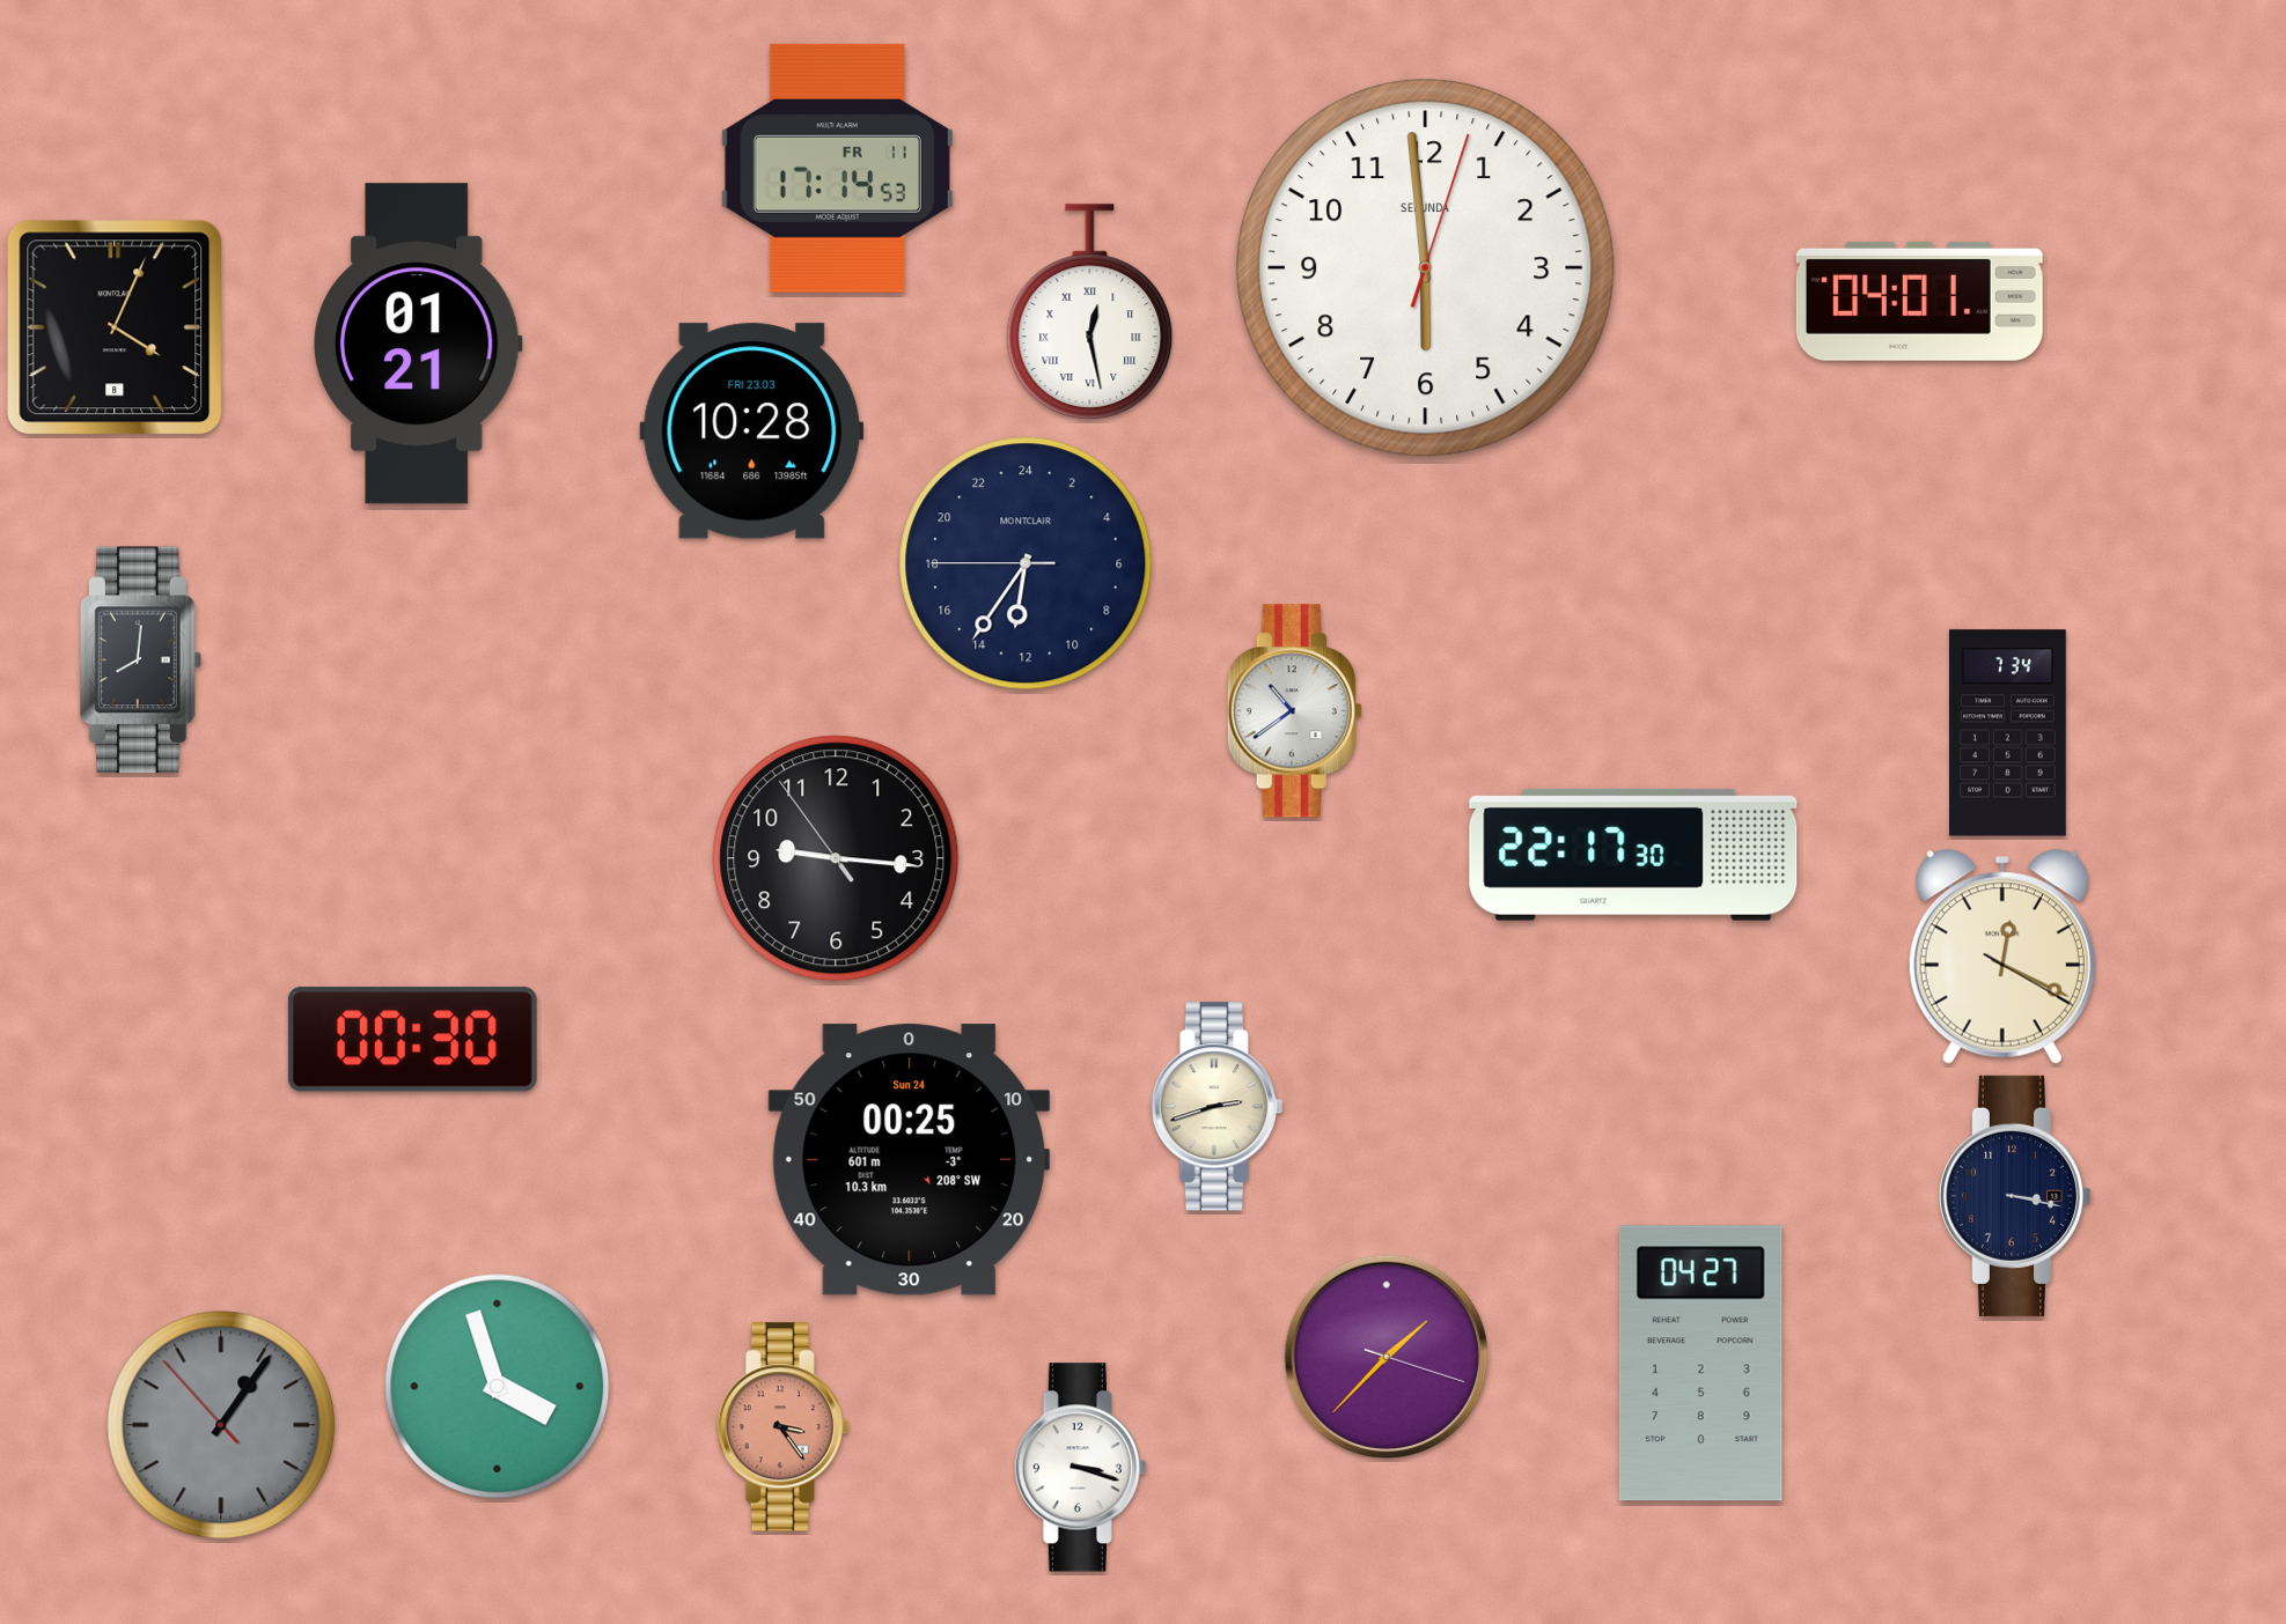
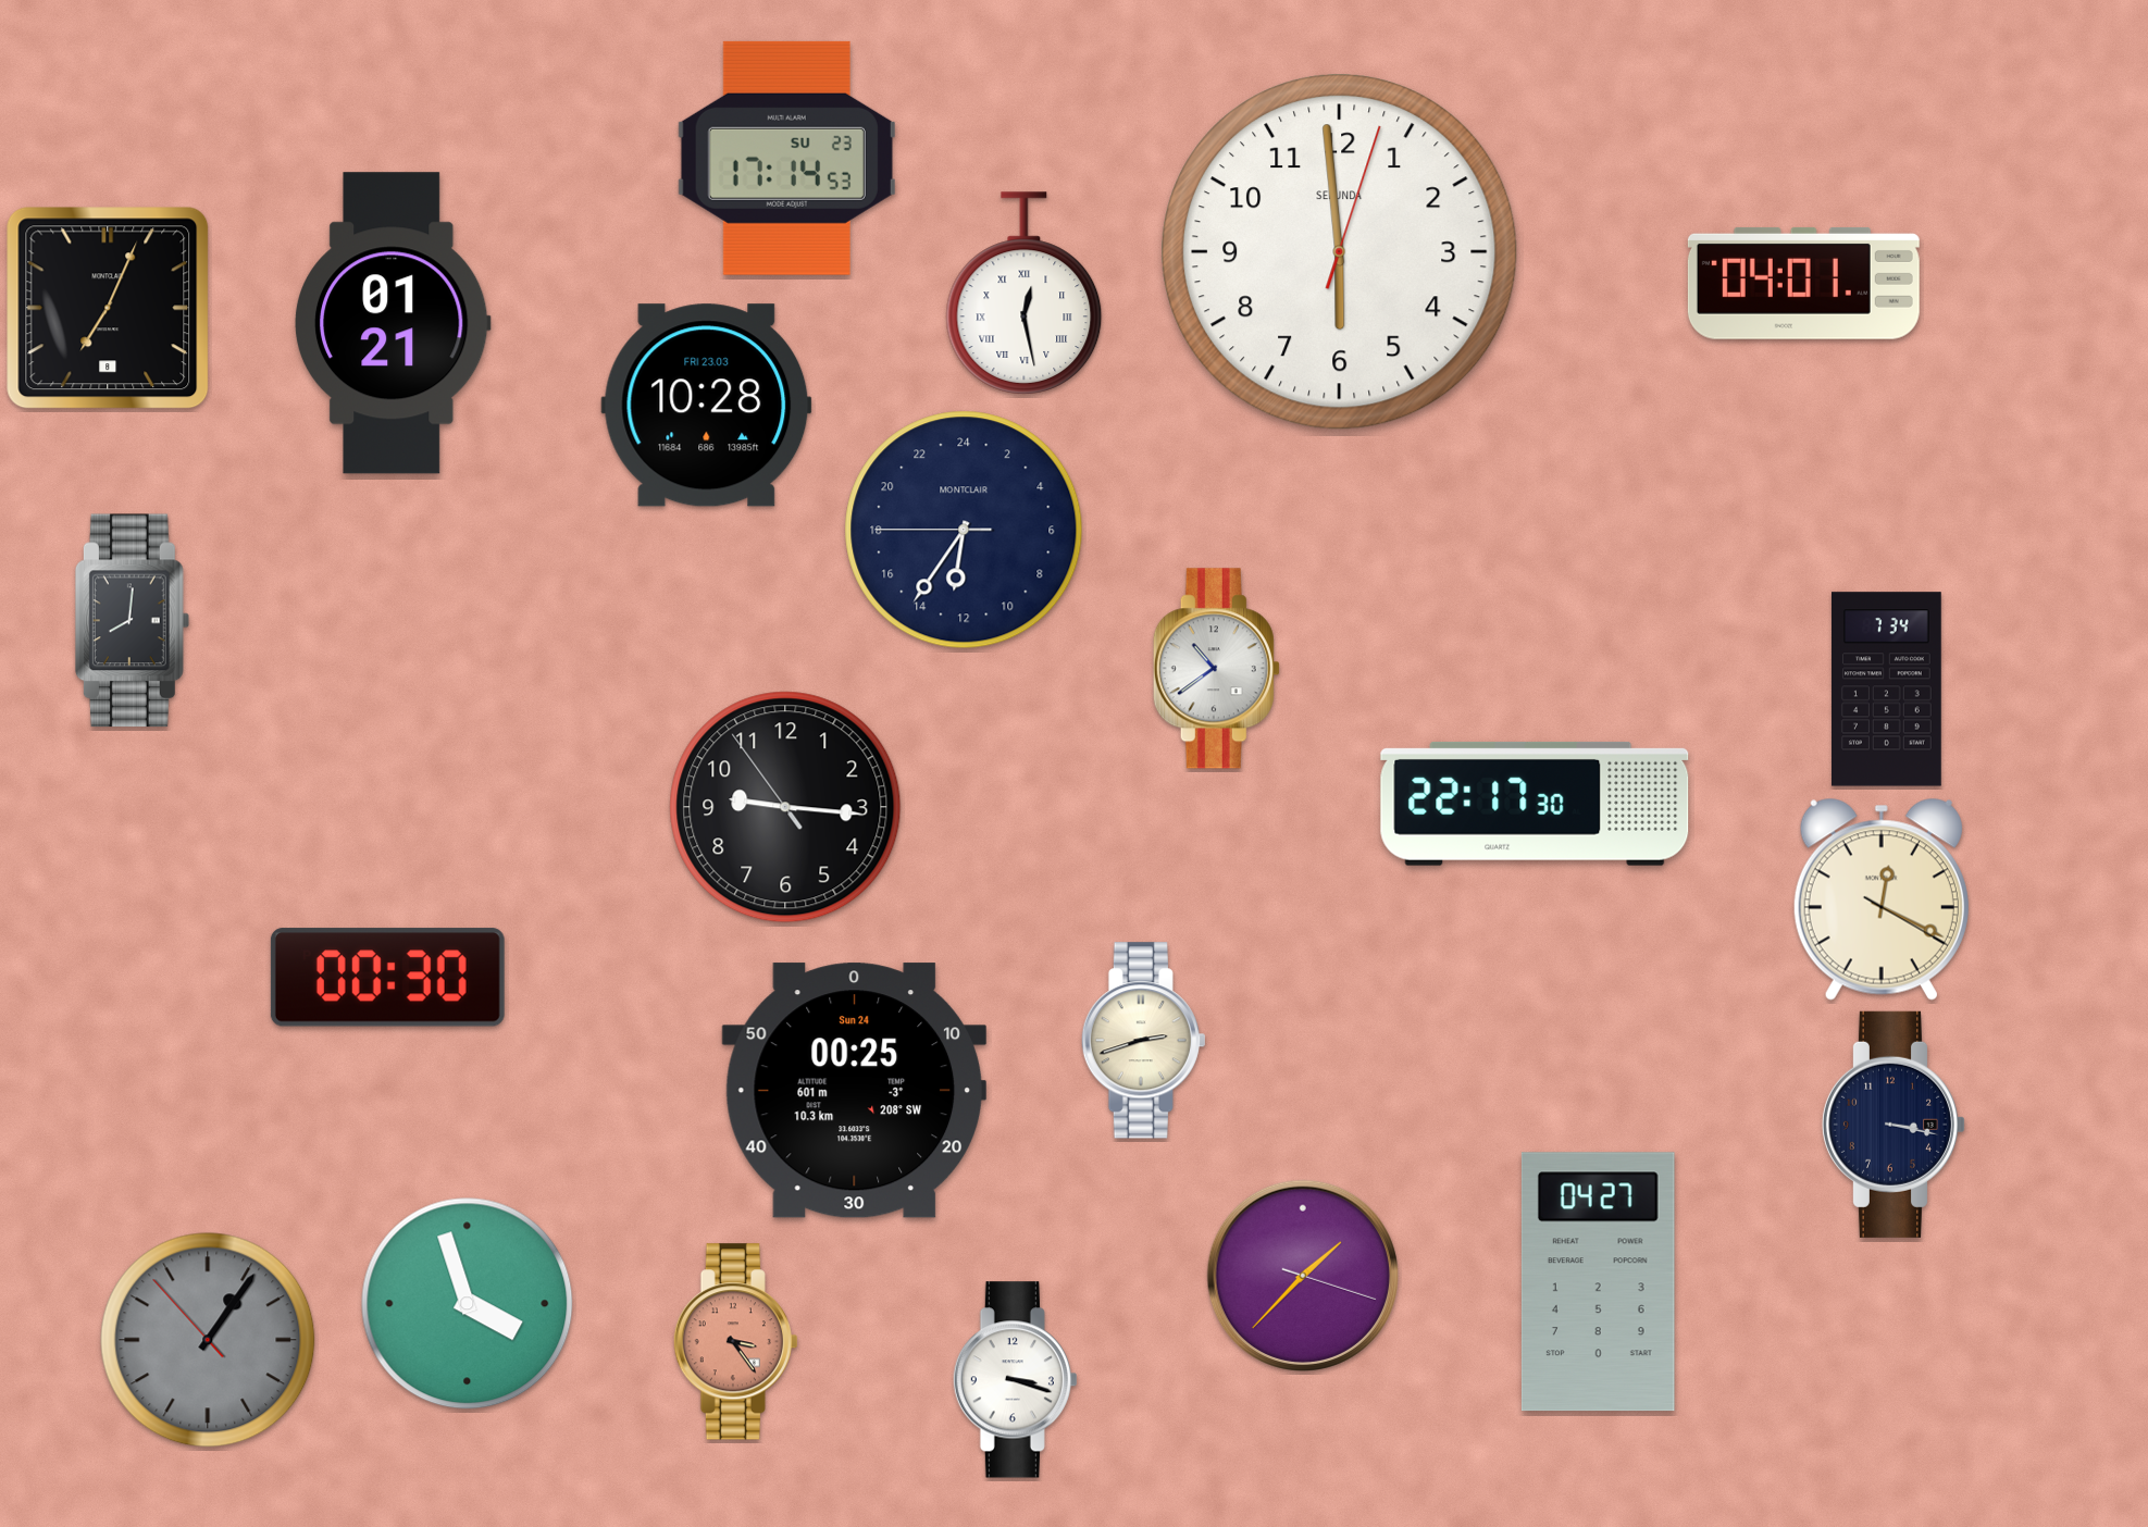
clock at (837, 168) date: FR 11 -> SU 23
clock at (115, 327): 4:04 -> 7:04
